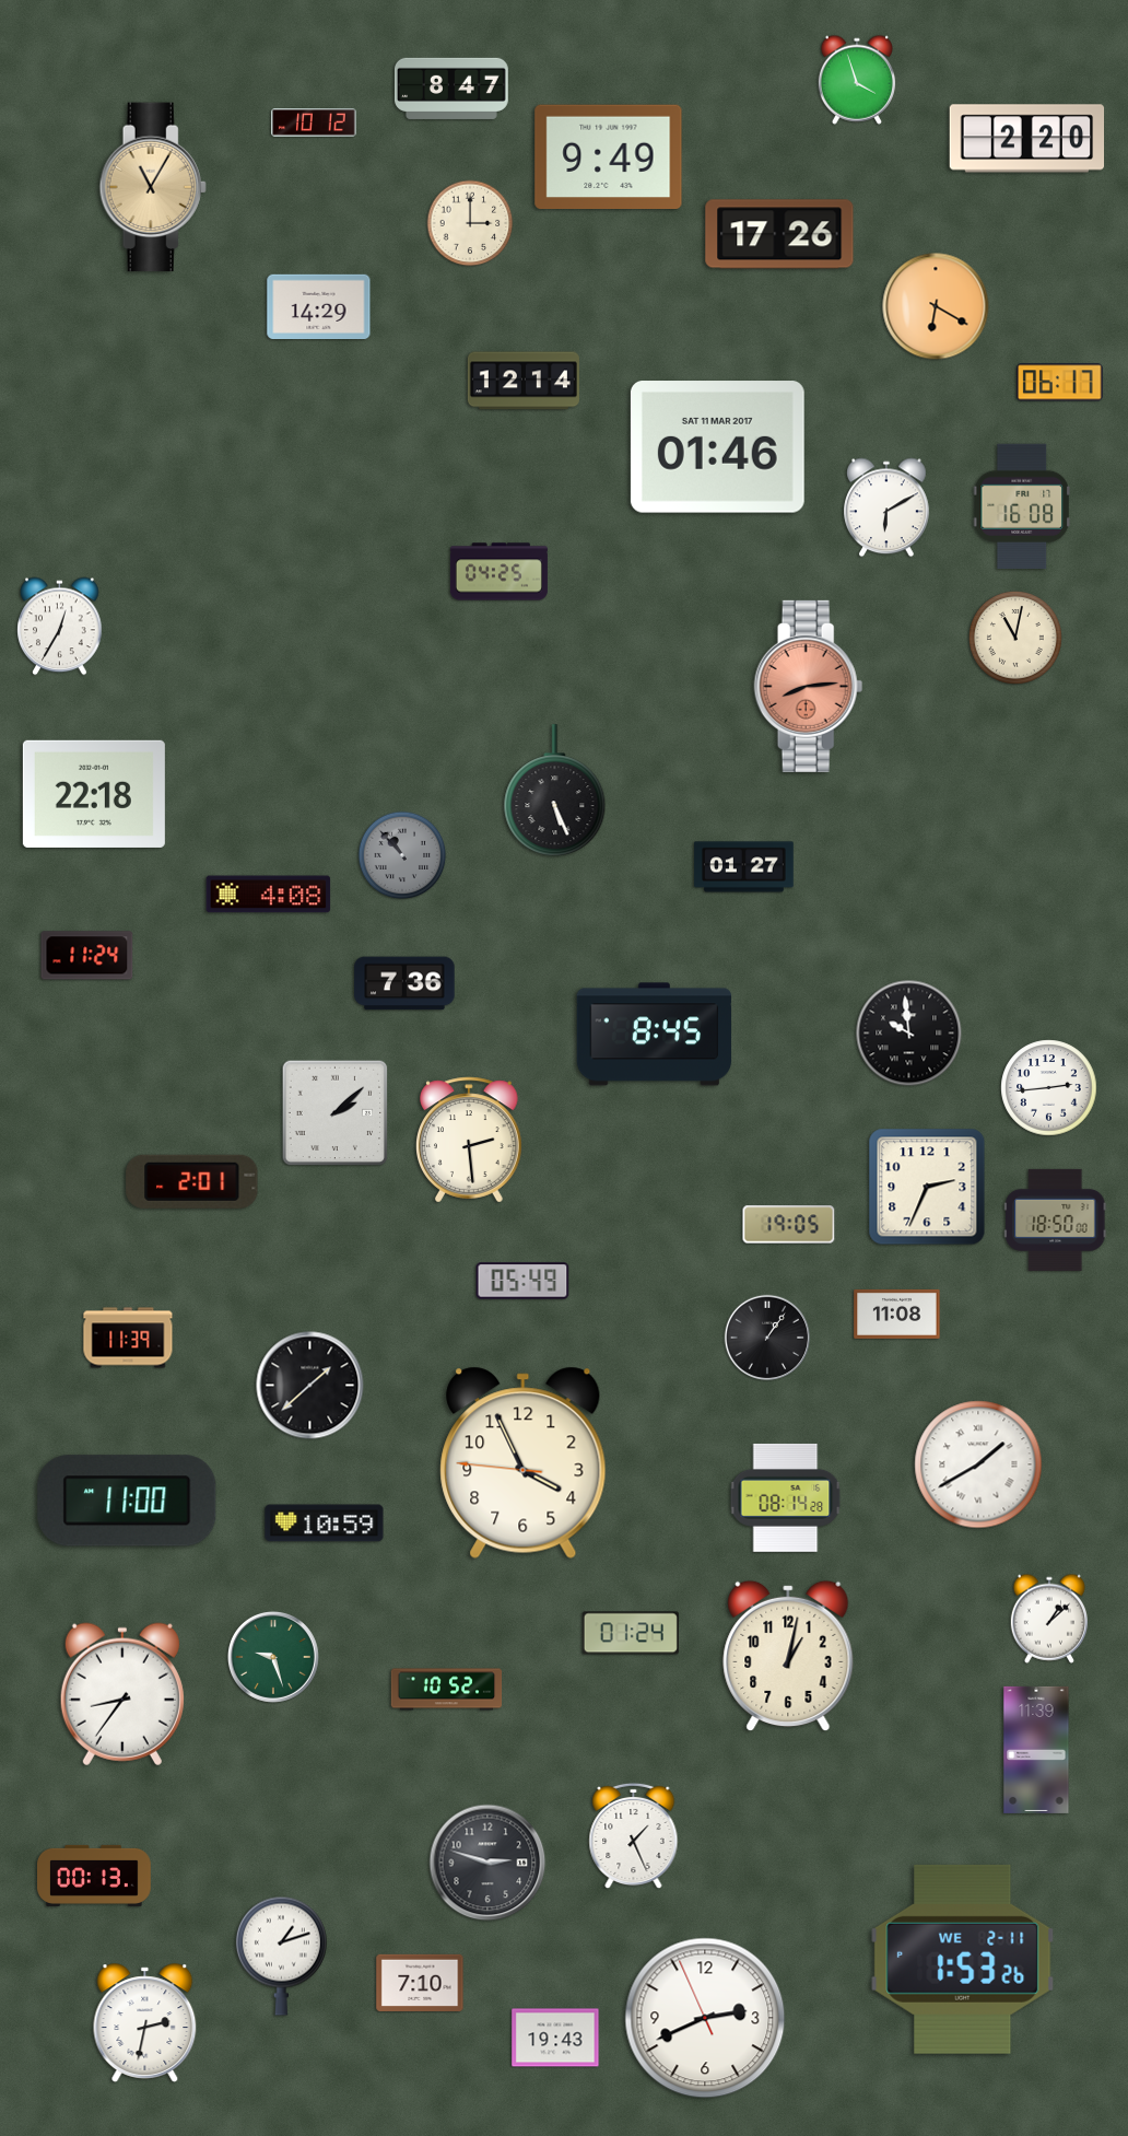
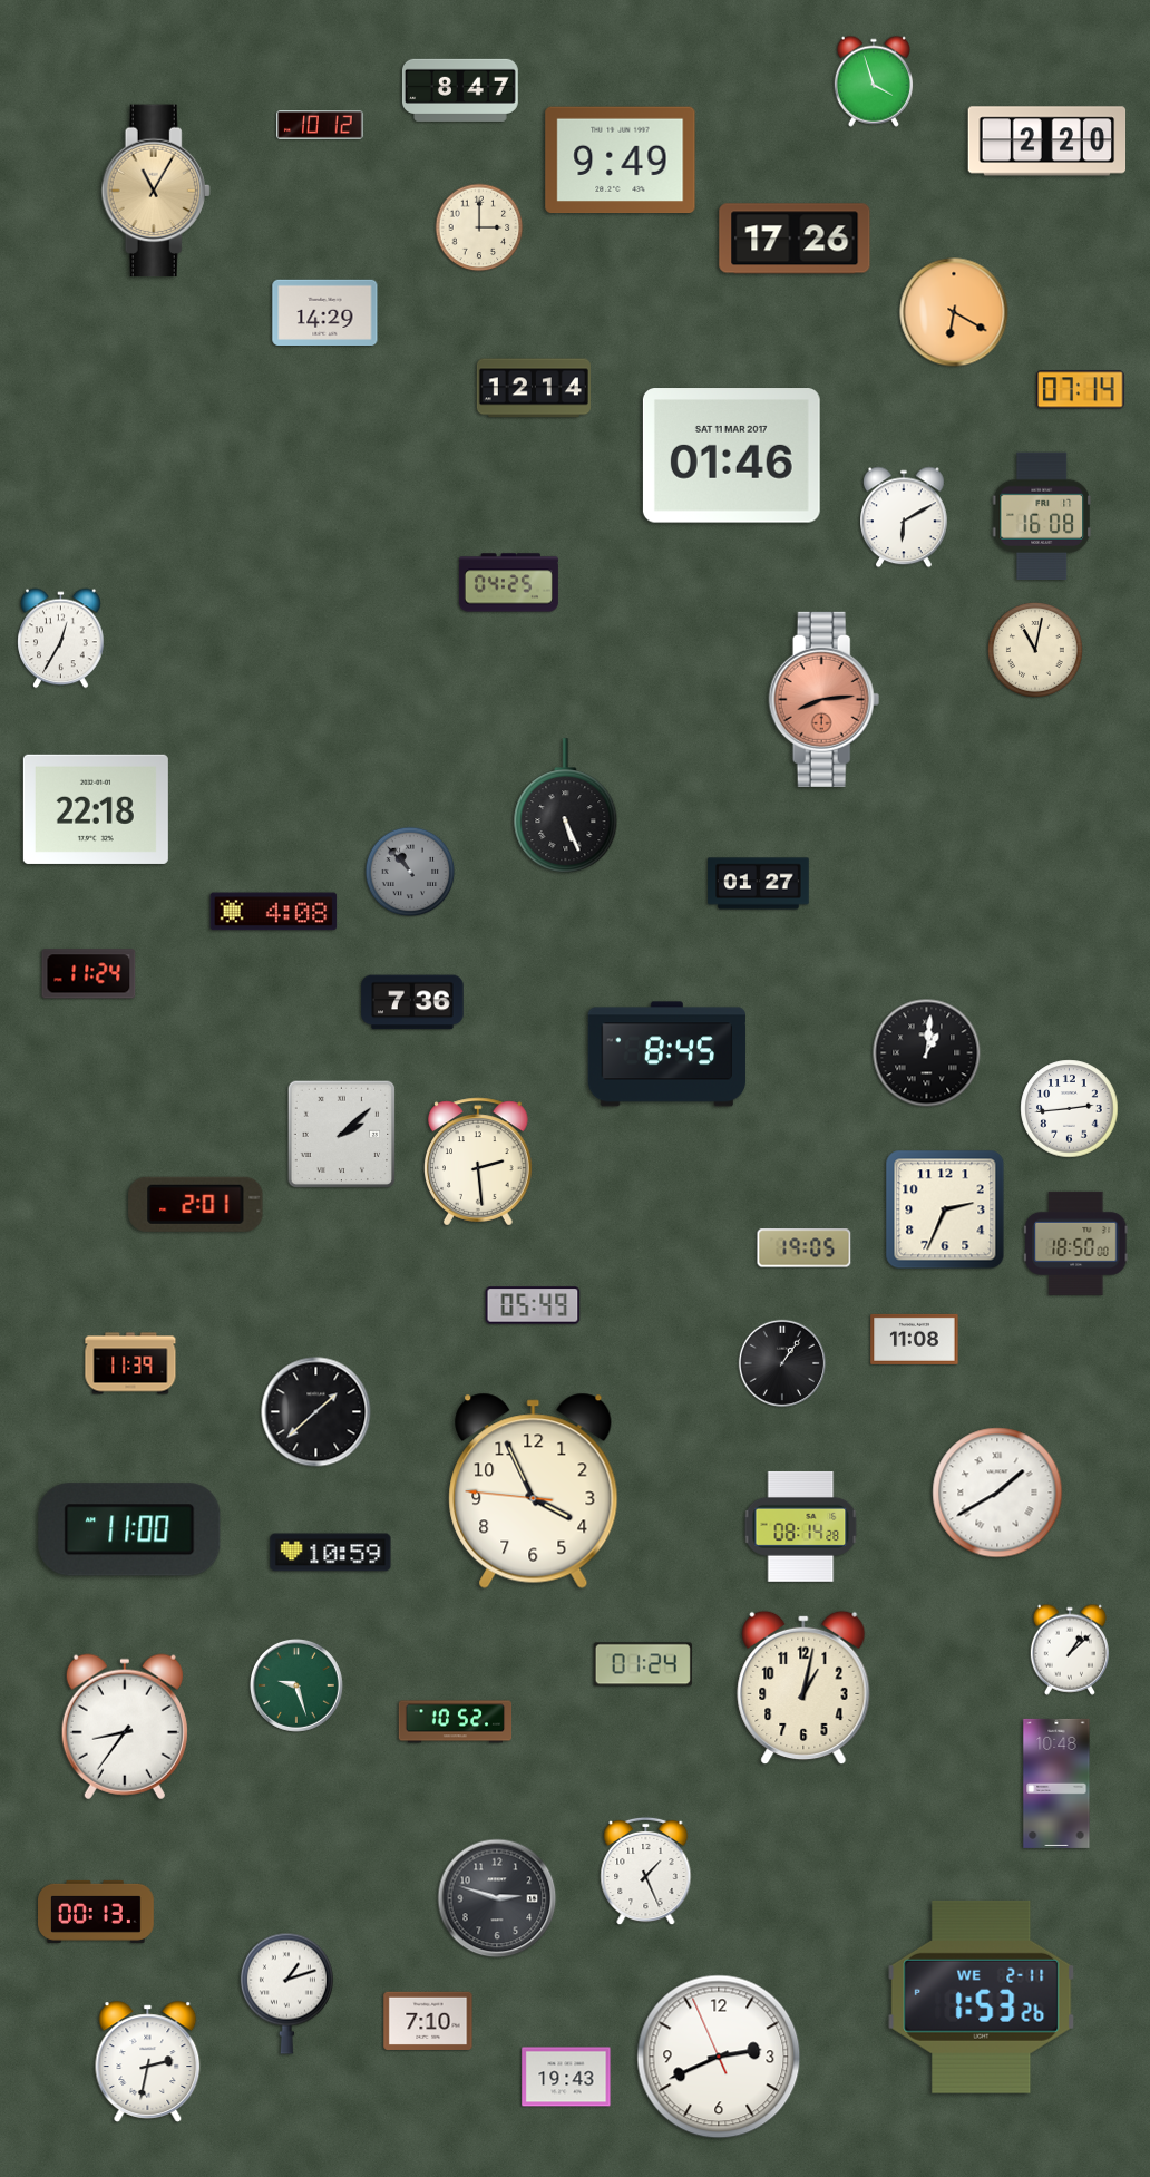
clock at (1060, 383): 06:17 -> 07:14
clock at (909, 1034): 9:59 -> 1:01
clock at (273, 1657) position: (273, 1657) -> (296, 1685)
clock at (1036, 1750): 11:39 -> 10:48
